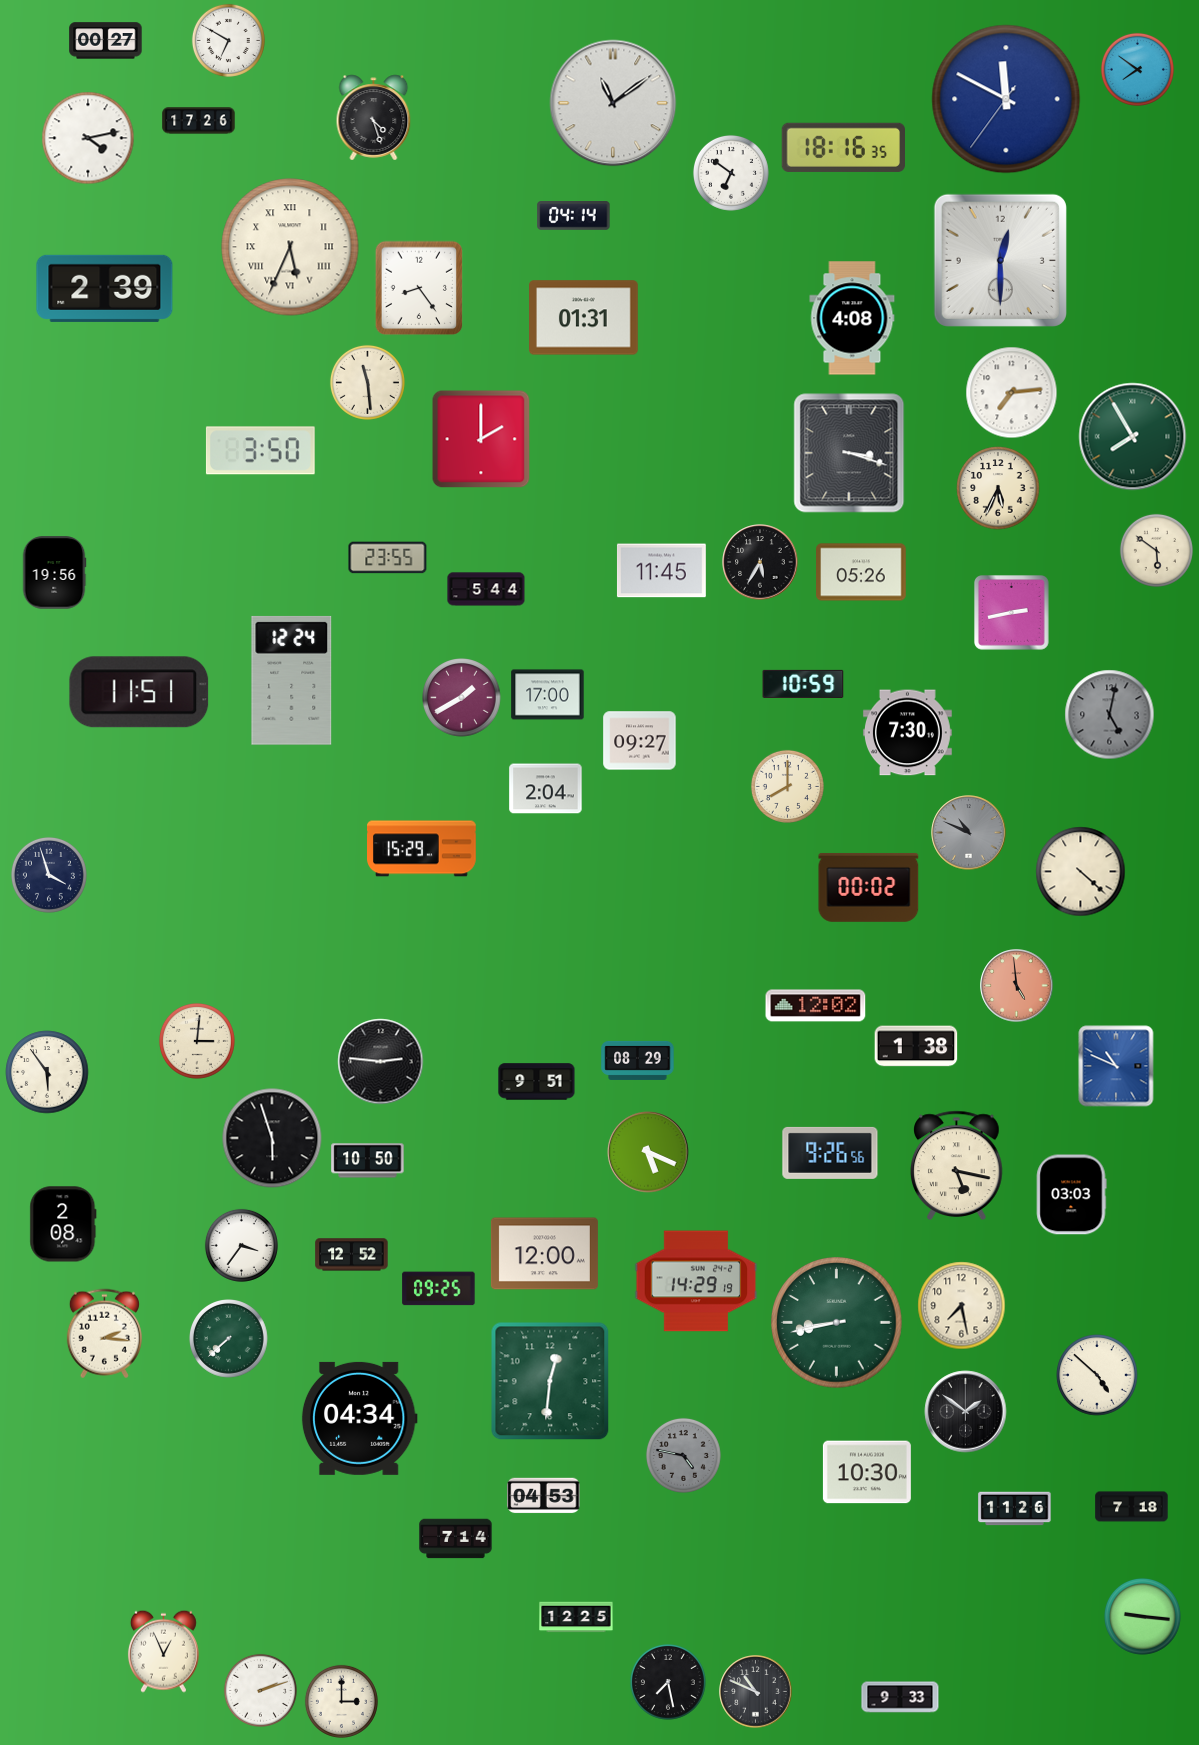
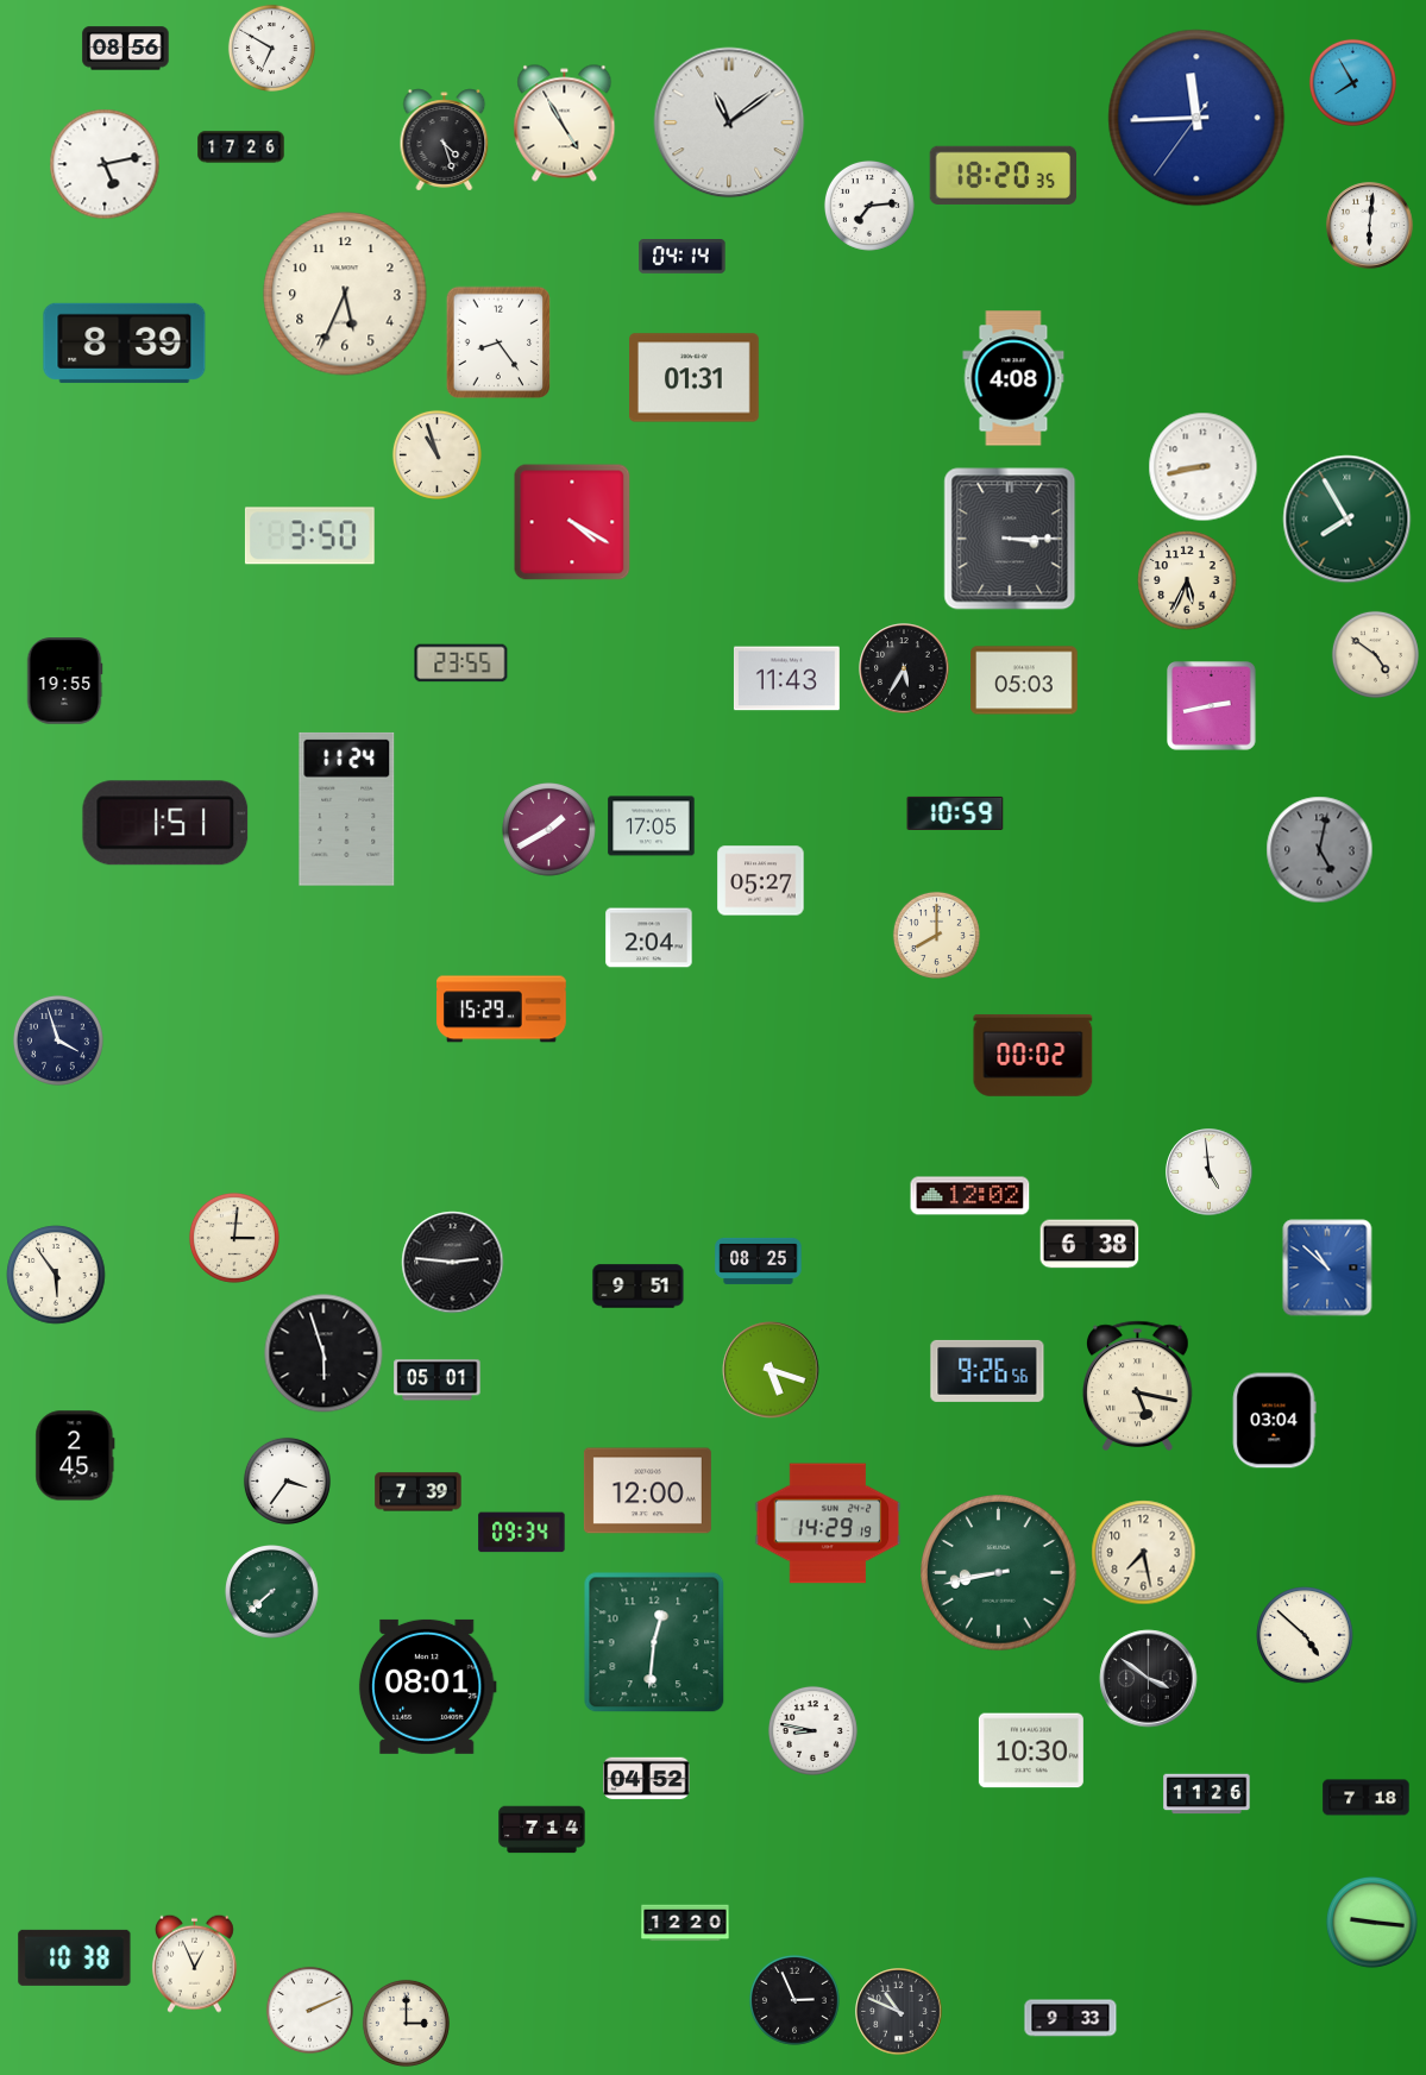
clock at (106, 41): 00:27 -> 08:56
clock at (1137, 69): 7:51 -> 7:55
clock at (1006, 99): 11:49 -> 11:44
clock at (565, 124): none -> 4:55
clock at (199, 121) position: (199, 121) -> (241, 147)
clock at (88, 138): 4:13 -> 5:13
clock at (843, 147): 18:16 -> 18:20
clock at (731, 173): 6:51 -> 7:14
clock at (1370, 226): none -> 6:01
clock at (290, 247) numerals: Roman -> Arabic
clock at (1000, 260): 12:30 -> none
clock at (105, 288): 2:39 -> 8:39
clock at (367, 382): 11:29 -> 10:57
clock at (1012, 393): 7:14 -> 8:43
clock at (481, 439): 2:00 -> 4:20
clock at (849, 453): 3:18 -> 3:15
clock at (1156, 550): 5:51 -> 4:51
clock at (661, 571): 11:45 -> 11:43
clock at (861, 572): 05:26 -> 05:03
clock at (54, 573): 19:56 -> 19:55
clock at (486, 589): 5:44 -> none
clock at (1012, 613) position: (1012, 613) -> (1212, 706)
clock at (292, 680): 12:24 -> 11:24
clock at (139, 692): 11:51 -> 1:51
clock at (548, 695): 17:00 -> 17:05
clock at (907, 733): 7:30 -> none
clock at (640, 741): 09:27 -> 05:27
clock at (969, 833): 10:49 -> none
clock at (1081, 872): 4:22 -> none
clock at (1017, 986) dial: salmon -> white
clock at (916, 1046): 1:38 -> 6:38
clock at (638, 1060): 08:29 -> 08:25
clock at (1116, 1066): 10:49 -> 10:52
clock at (648, 1152): 5:19 -> 5:18
clock at (368, 1161): 10:50 -> 05:01
clock at (1071, 1195): 03:03 -> 03:04
clock at (63, 1224): 2:08 -> 2:45
clock at (352, 1255): 12:52 -> 7:39
clock at (439, 1289): 09:25 -> 09:34
clock at (837, 1323) position: (837, 1323) -> (999, 1573)
clock at (104, 1334): 2:16 -> none
clock at (966, 1412): 1:51 -> 3:51
clock at (359, 1418): 04:34 -> 08:01
clock at (683, 1455): 4:47 -> 8:47
clock at (683, 1455) dial: grey -> white
clock at (544, 1496): 04:53 -> 04:52
clock at (1132, 1507) position: (1132, 1507) -> (1367, 1798)
clock at (1142, 1616) position: (1142, 1616) -> (1371, 1922)
clock at (576, 1617): 12:25 -> 12:20
clock at (75, 1957): none -> 10:38
clock at (668, 1682): 7:28 -> 2:56
clock at (260, 1690): 2:12 -> 2:11
